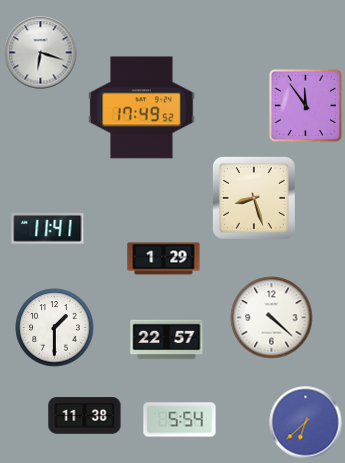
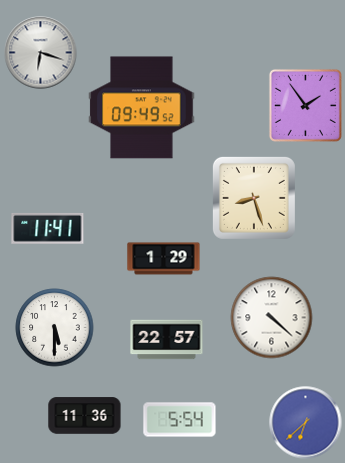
clock at (305, 105): 11:54 -> 1:54
clock at (142, 108): 17:49 -> 09:49
clock at (55, 328): 1:30 -> 5:30
clock at (85, 416): 11:38 -> 11:36
